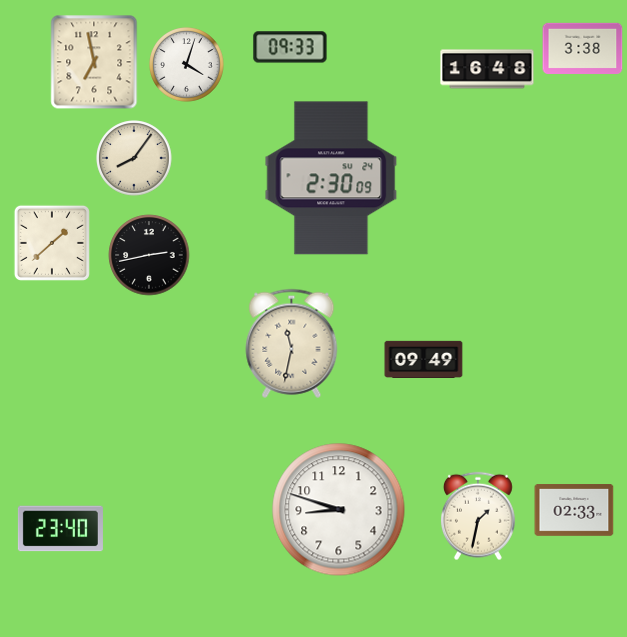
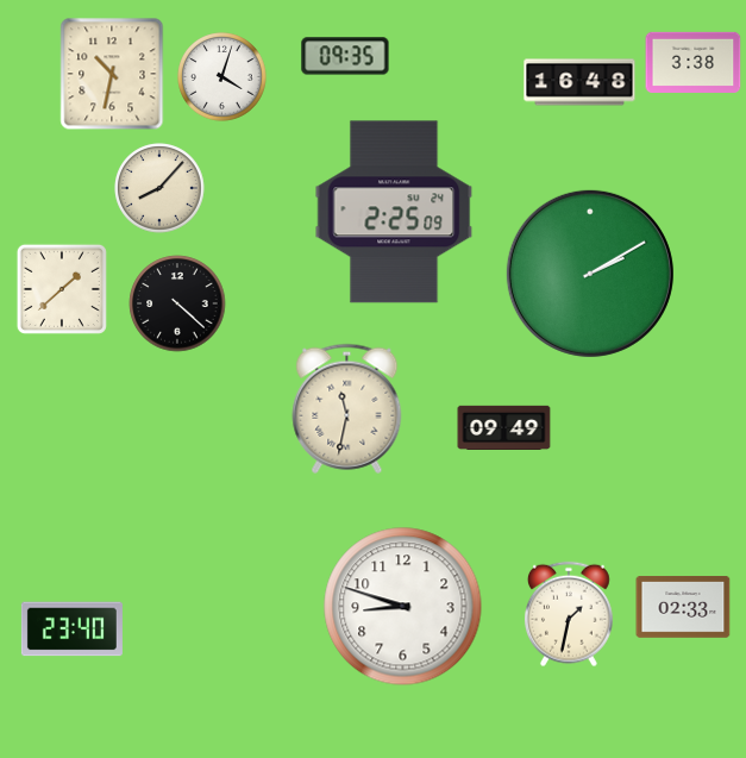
clock at (290, 47): 09:33 -> 09:35
clock at (583, 48) position: (583, 48) -> (694, 62)
clock at (94, 62): 6:58 -> 10:32
clock at (134, 158): 8:06 -> 8:07
clock at (331, 178): 2:30 -> 2:25
clock at (590, 274): none -> 2:10
clock at (149, 255): 2:43 -> 4:22
